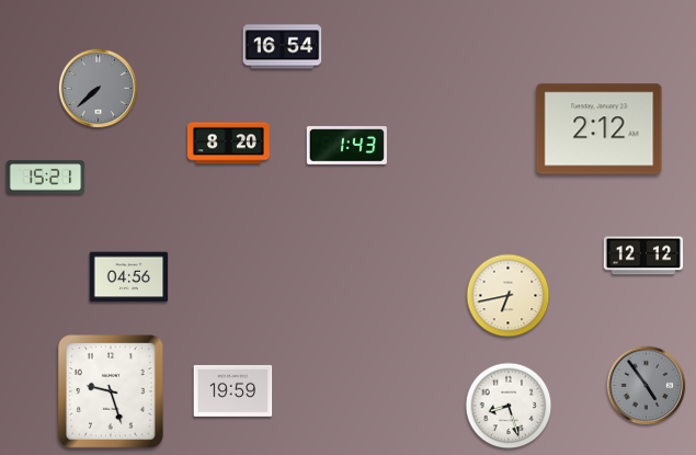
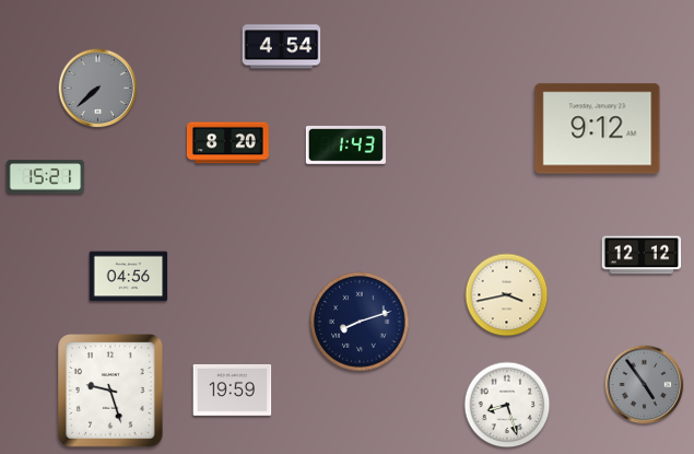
clock at (283, 47): 16:54 -> 4:54
clock at (600, 129): 2:12 -> 9:12
clock at (509, 296): 6:43 -> 3:43
clock at (360, 322): none -> 8:12
